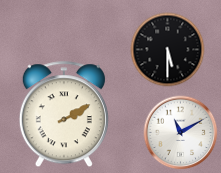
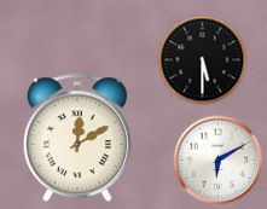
clock at (64, 115): 2:10 -> 12:10
clock at (181, 133): 11:10 -> 6:10
